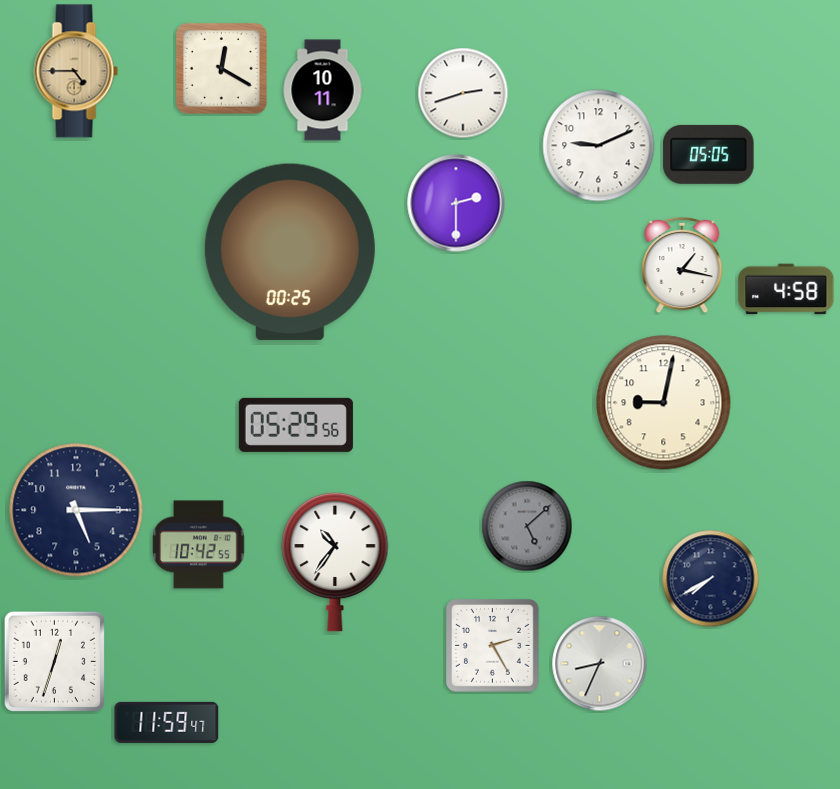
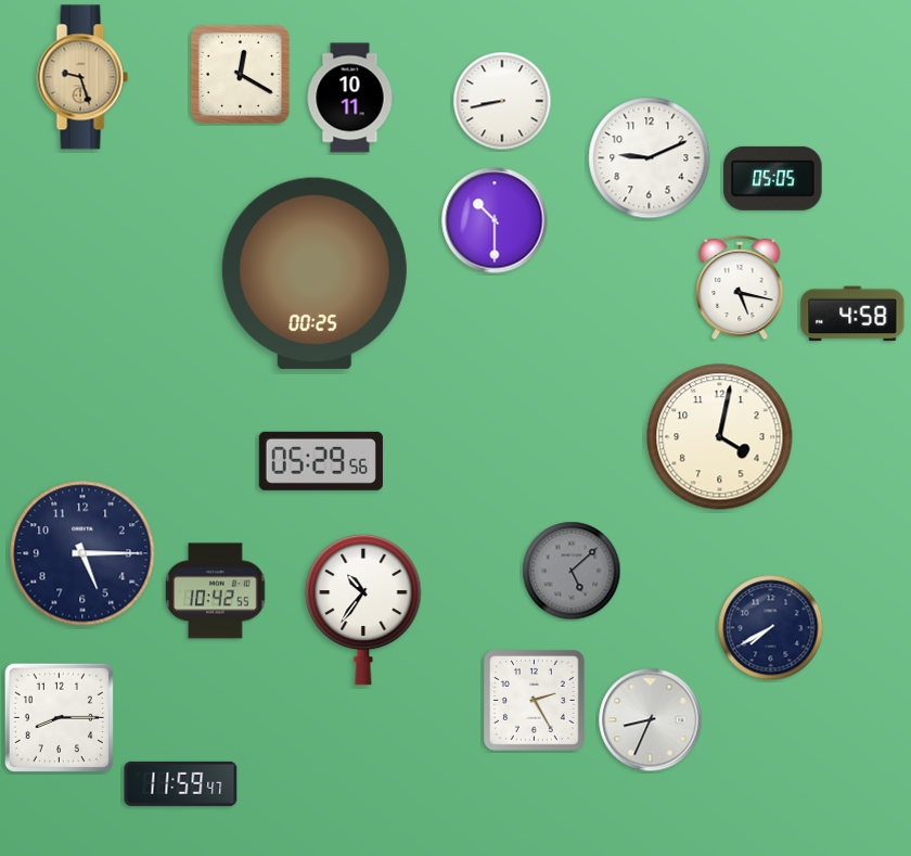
clock at (76, 71): 4:45 -> 9:27
clock at (463, 93): 2:42 -> 8:43
clock at (709, 154) position: (709, 154) -> (773, 178)
clock at (456, 203): 2:30 -> 10:30
clock at (682, 265): 1:17 -> 5:17
clock at (664, 403): 9:02 -> 4:02
clock at (54, 661): 12:33 -> 8:15
